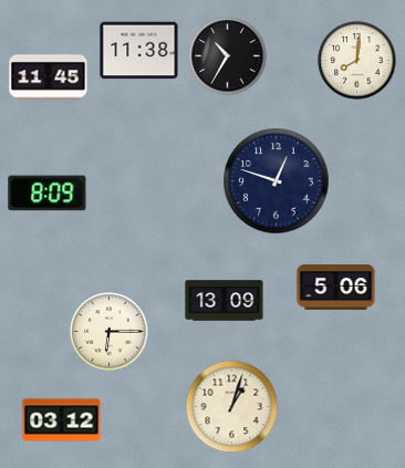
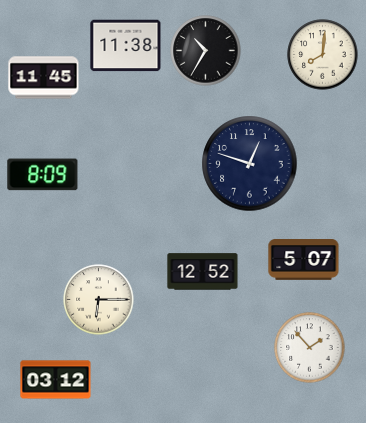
clock at (49, 79) position: (49, 79) -> (44, 78)
clock at (336, 288): 5:06 -> 5:07
clock at (225, 301): 13:09 -> 12:52
clock at (310, 348): none -> 1:53
clock at (232, 407): 1:03 -> none
